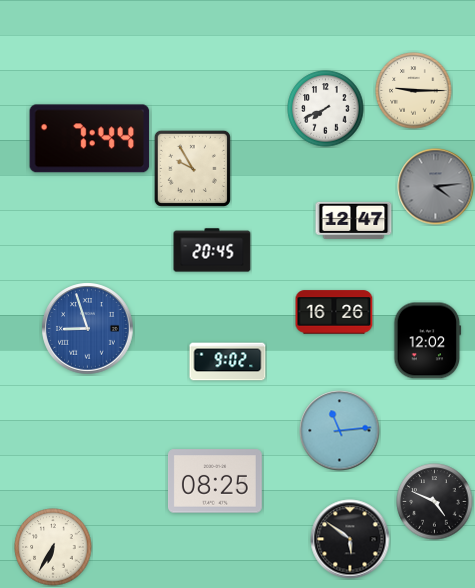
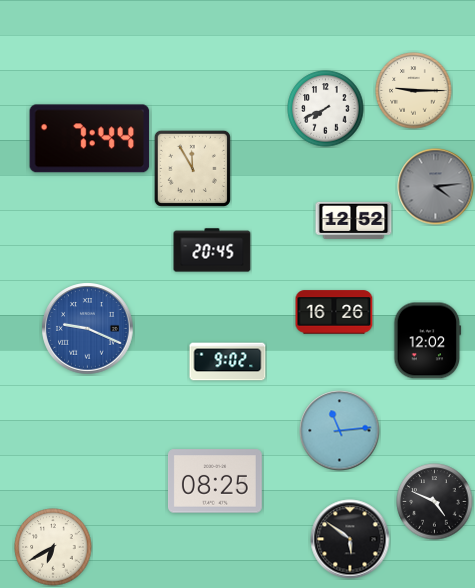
clock at (192, 168): 9:55 -> 11:55
clock at (354, 220): 12:47 -> 12:52
clock at (88, 329): 8:57 -> 9:19
clock at (53, 547): 6:35 -> 6:40
